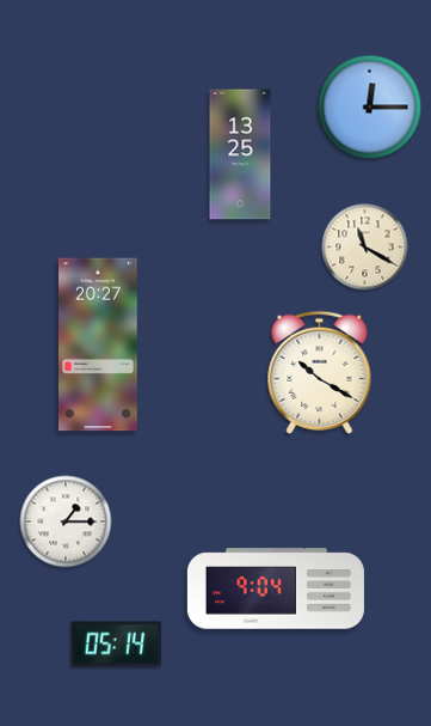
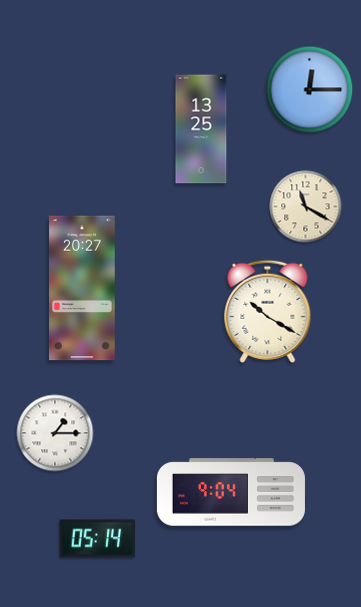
clock at (66, 521) position: (66, 521) -> (55, 433)
